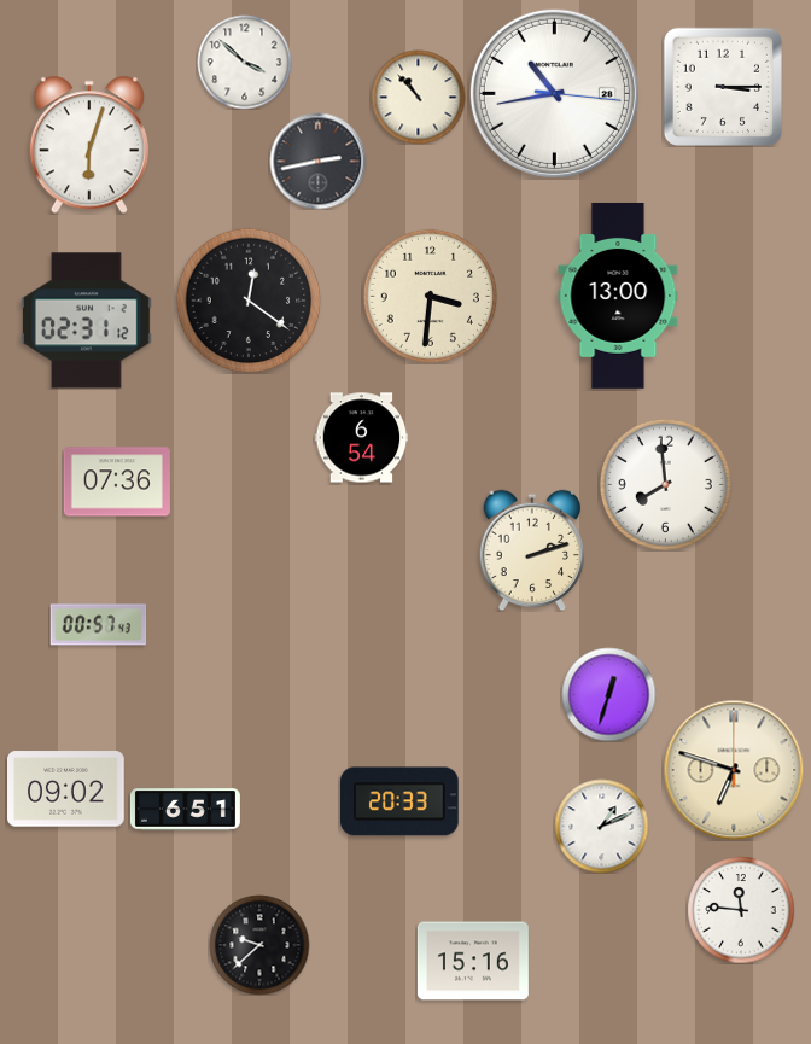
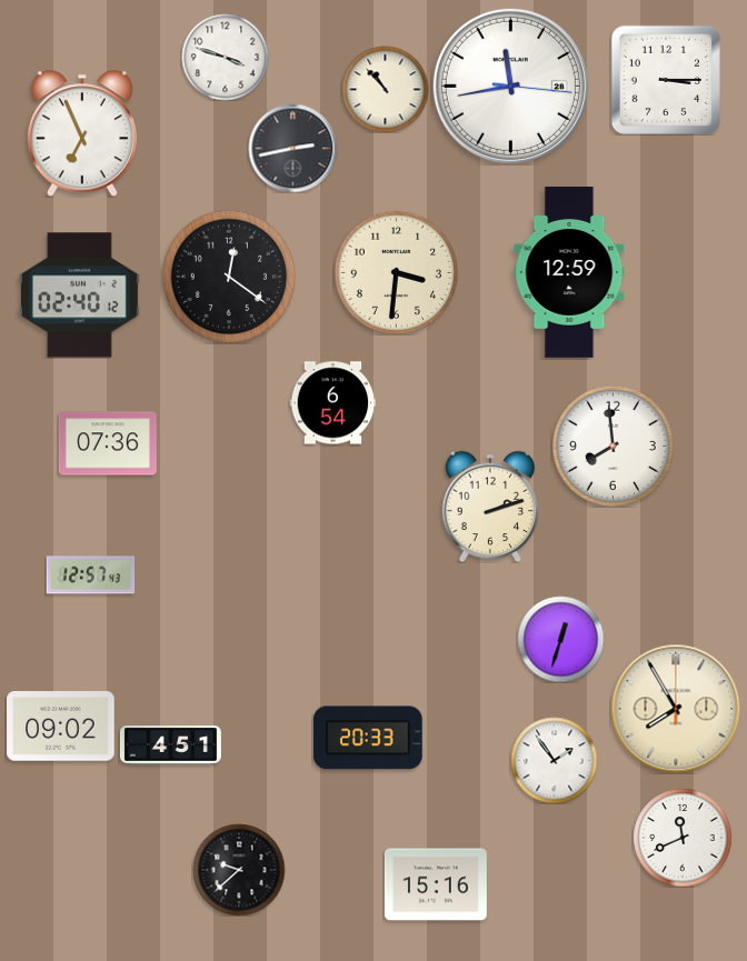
clock at (244, 62): 3:52 -> 3:48
clock at (554, 93): 10:43 -> 11:43
clock at (89, 145): 6:03 -> 6:56
clock at (618, 296): 13:00 -> 12:59
clock at (86, 321): 02:31 -> 02:40
clock at (98, 625): 00:57 -> 12:57
clock at (734, 770): 6:48 -> 7:55
clock at (185, 810): 6:51 -> 4:51
clock at (601, 826): 1:11 -> 1:54
clock at (741, 910): 11:46 -> 11:41
